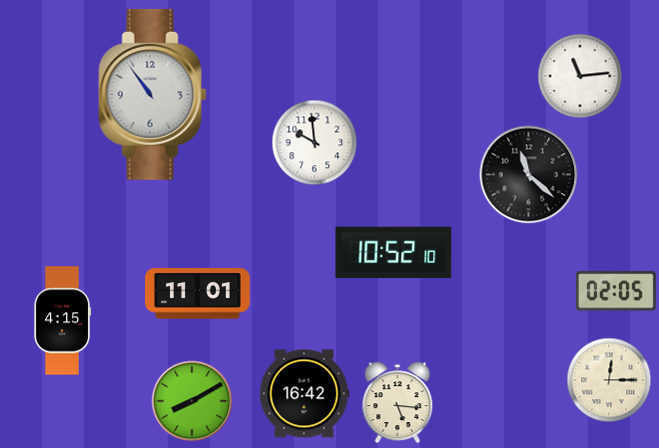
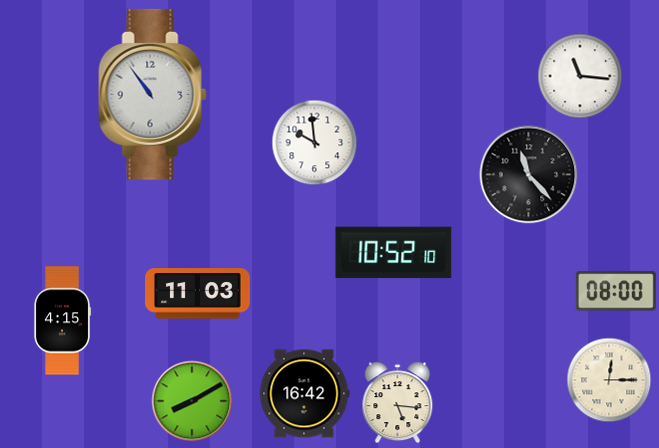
clock at (580, 76): 11:14 -> 11:16
clock at (529, 175): 11:22 -> 11:23
clock at (616, 291): 02:05 -> 08:00
clock at (198, 294): 11:01 -> 11:03
